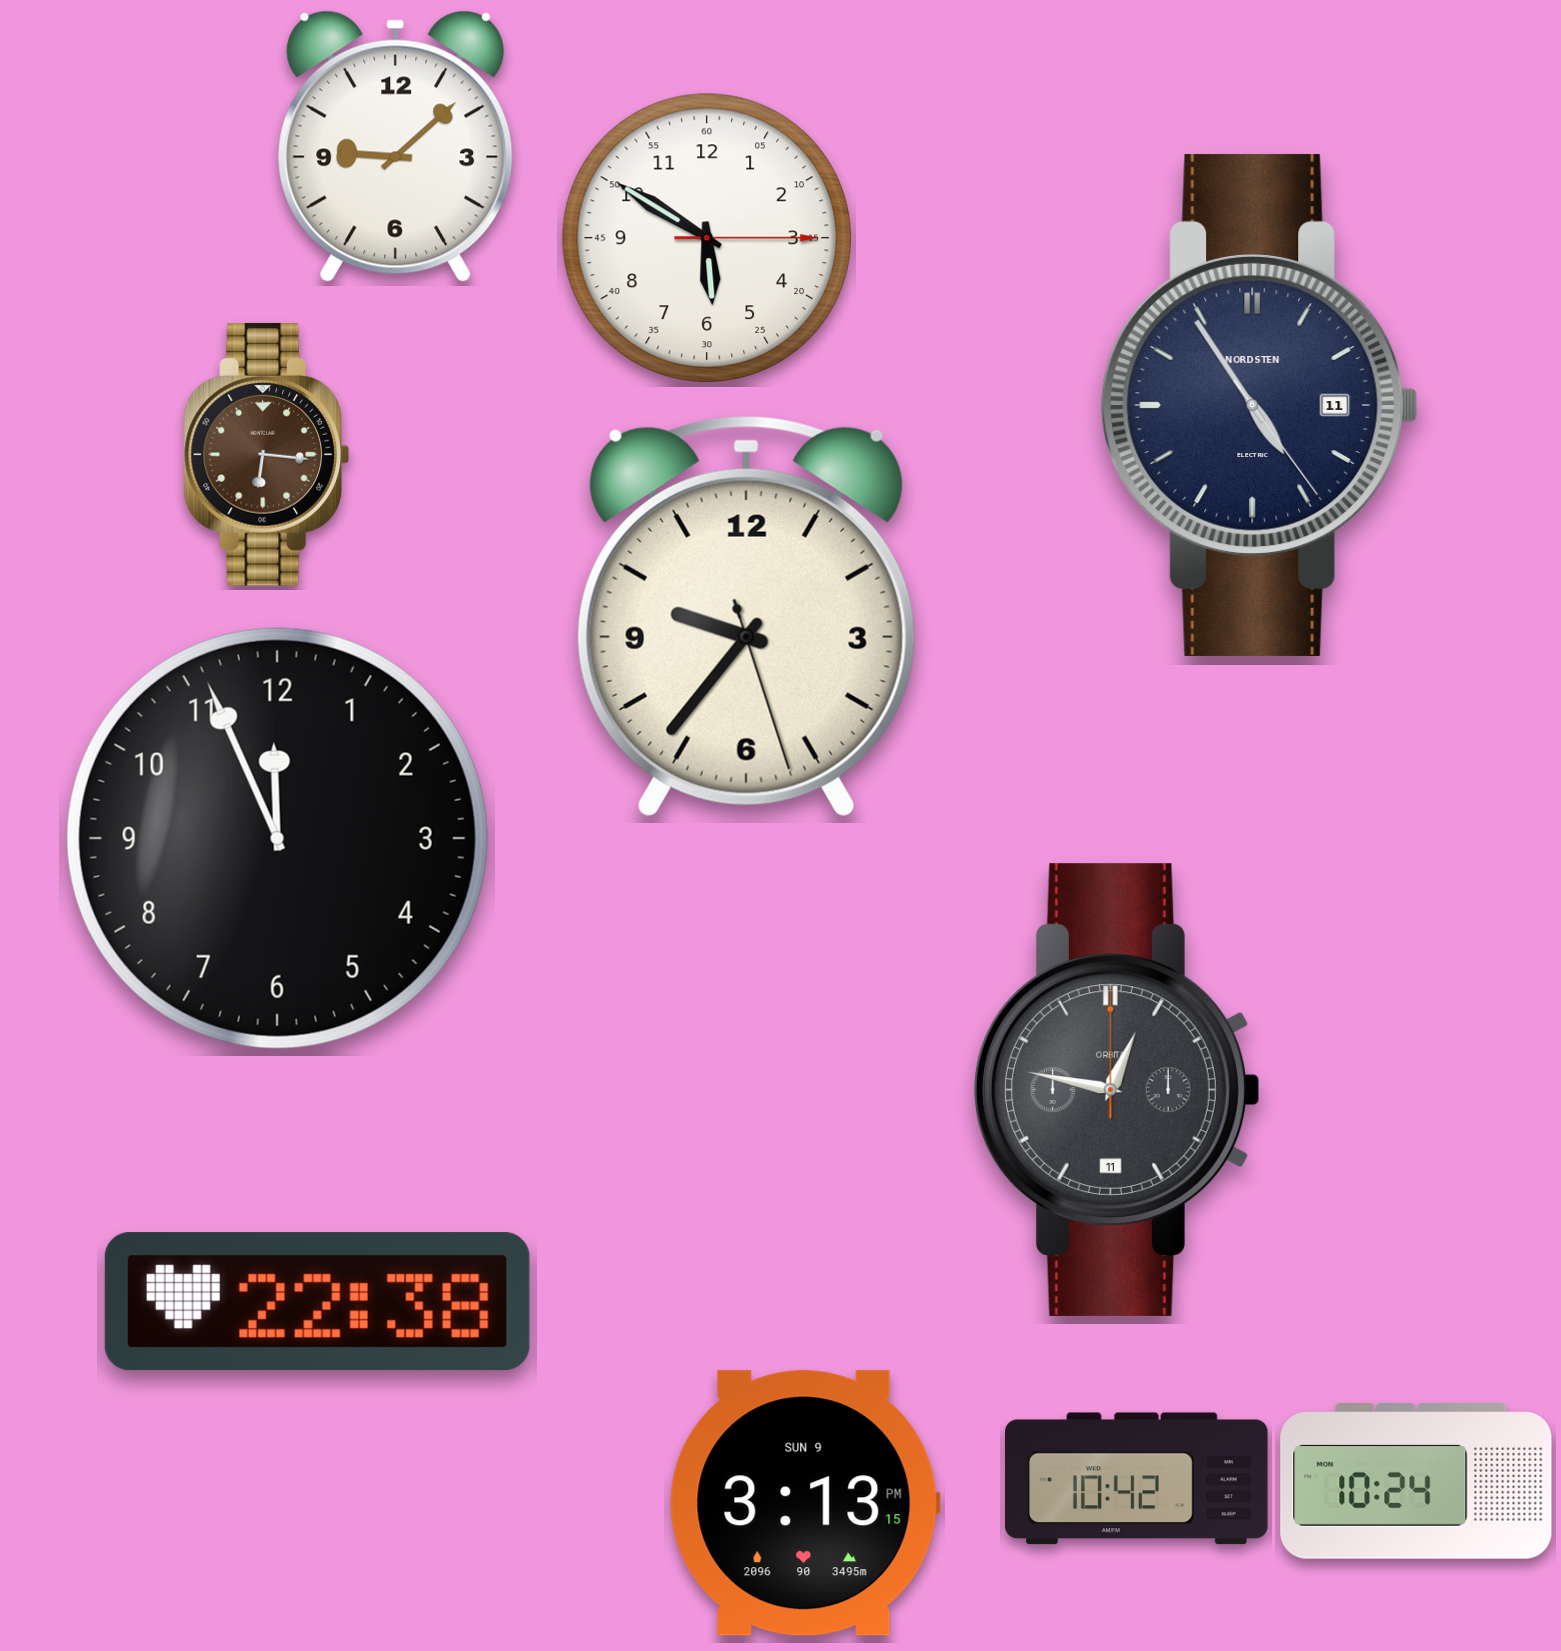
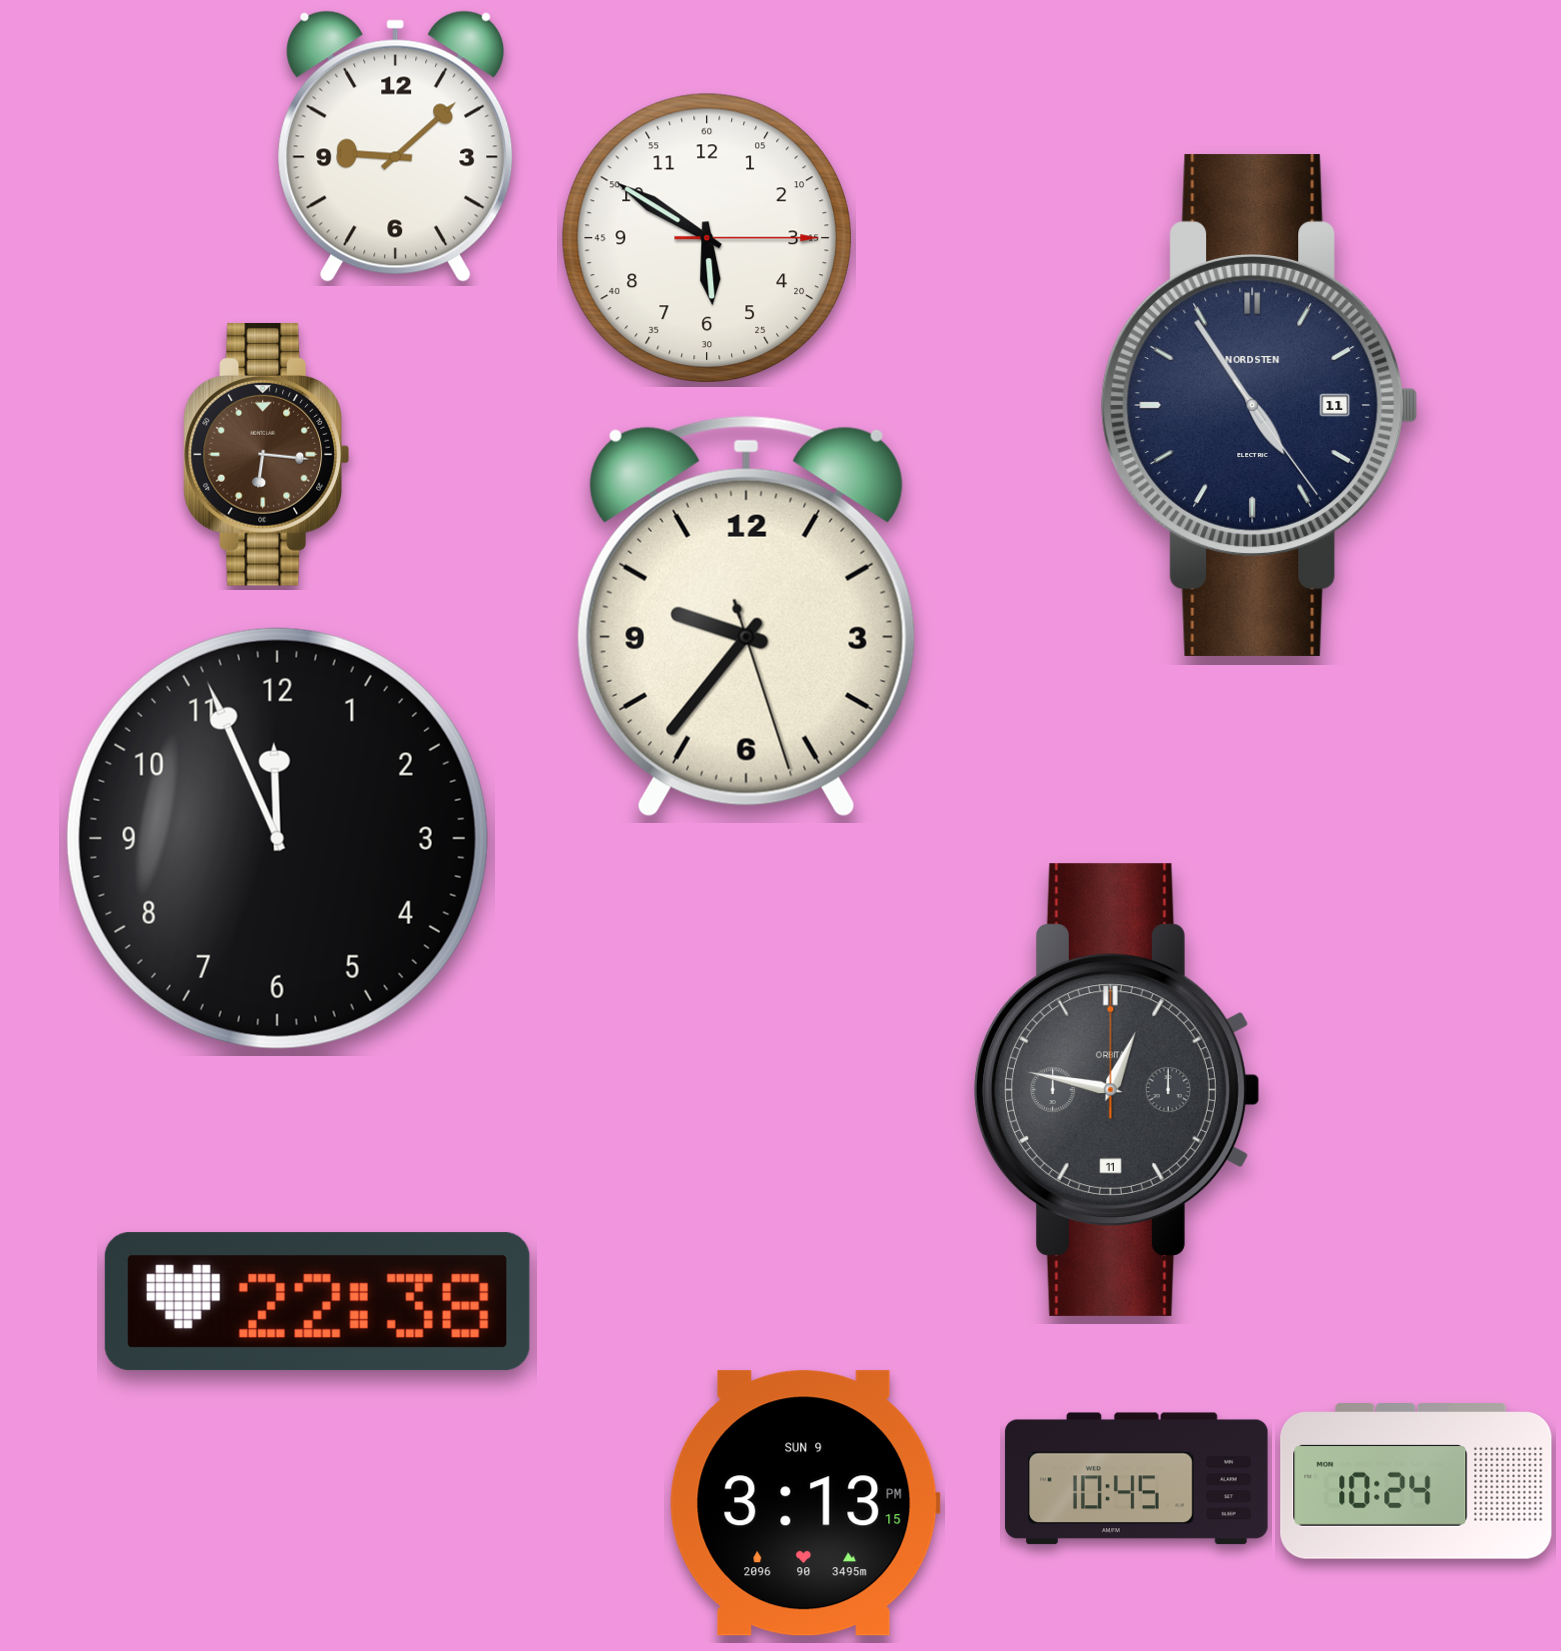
clock at (1137, 1479): 10:42 -> 10:45
